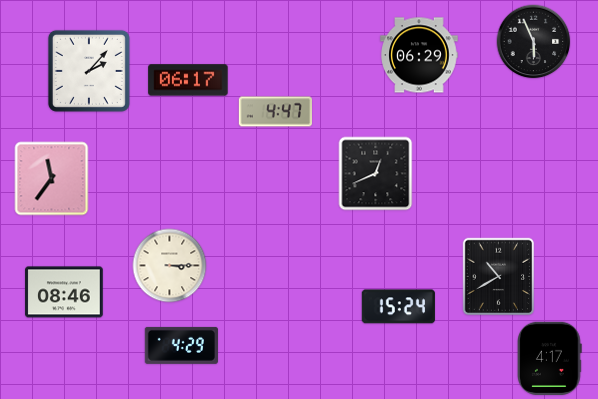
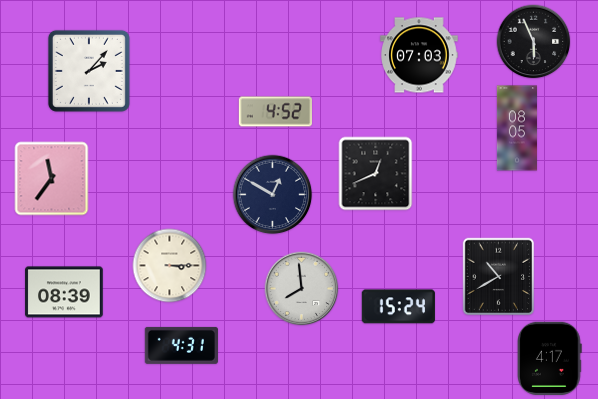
clock at (419, 55): 06:29 -> 07:03
clock at (188, 80): 06:17 -> none
clock at (275, 112): 4:47 -> 4:52
clock at (516, 128): none -> 08:05
clock at (273, 195): none -> 12:50
clock at (302, 289): none -> 7:59
clock at (64, 292): 08:46 -> 08:39
clock at (181, 345): 4:29 -> 4:31
